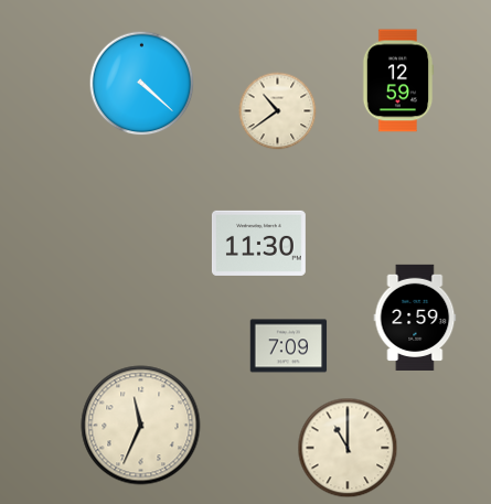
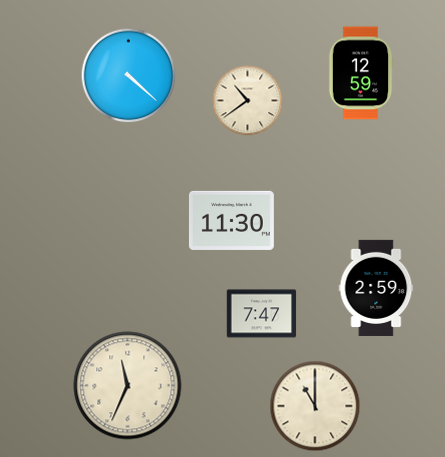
clock at (278, 111) position: (278, 111) -> (248, 101)
clock at (258, 243) position: (258, 243) -> (231, 220)
clock at (289, 346): 7:09 -> 7:47
